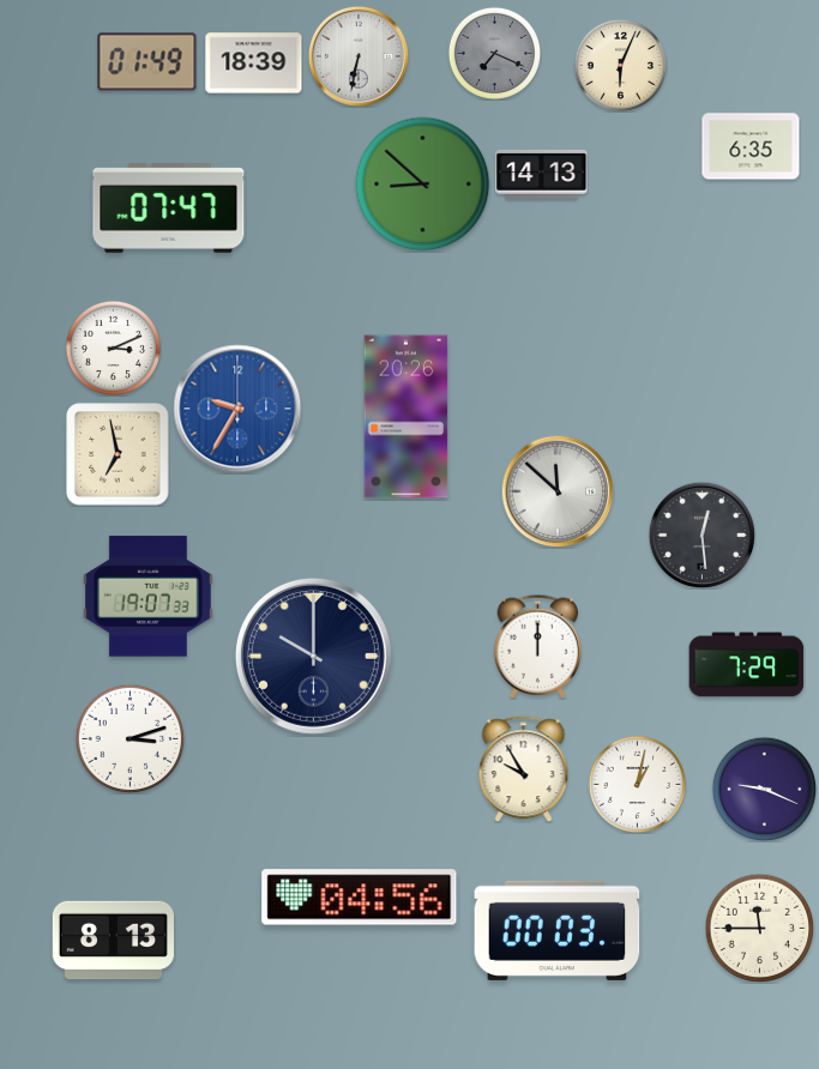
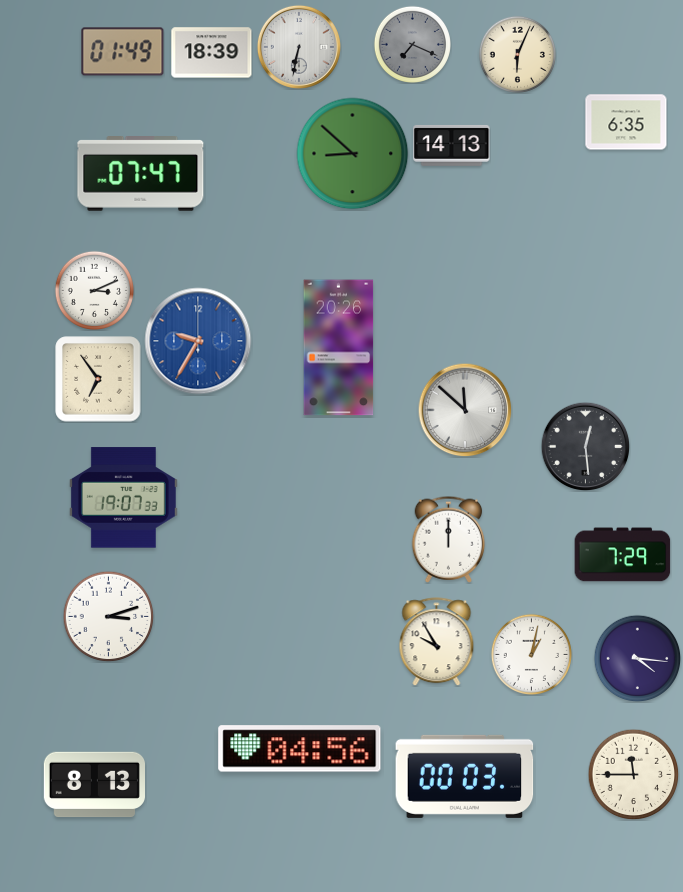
clock at (118, 454): 6:58 -> 6:54
clock at (313, 656): 10:00 -> none
clock at (764, 789): 9:19 -> 4:16
